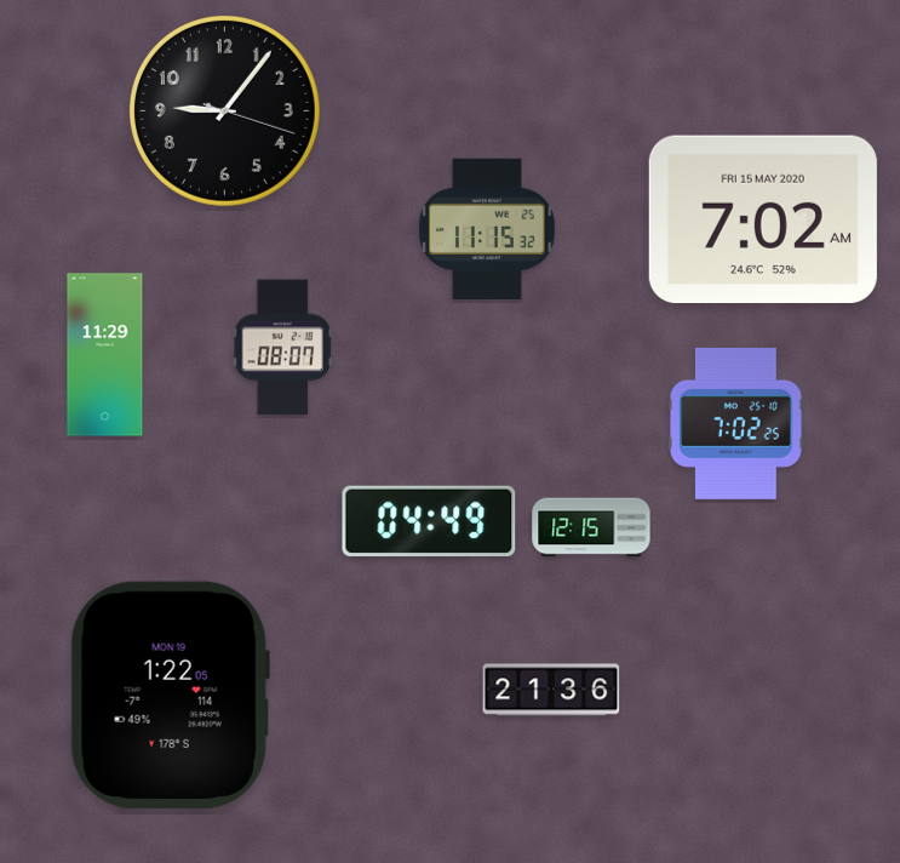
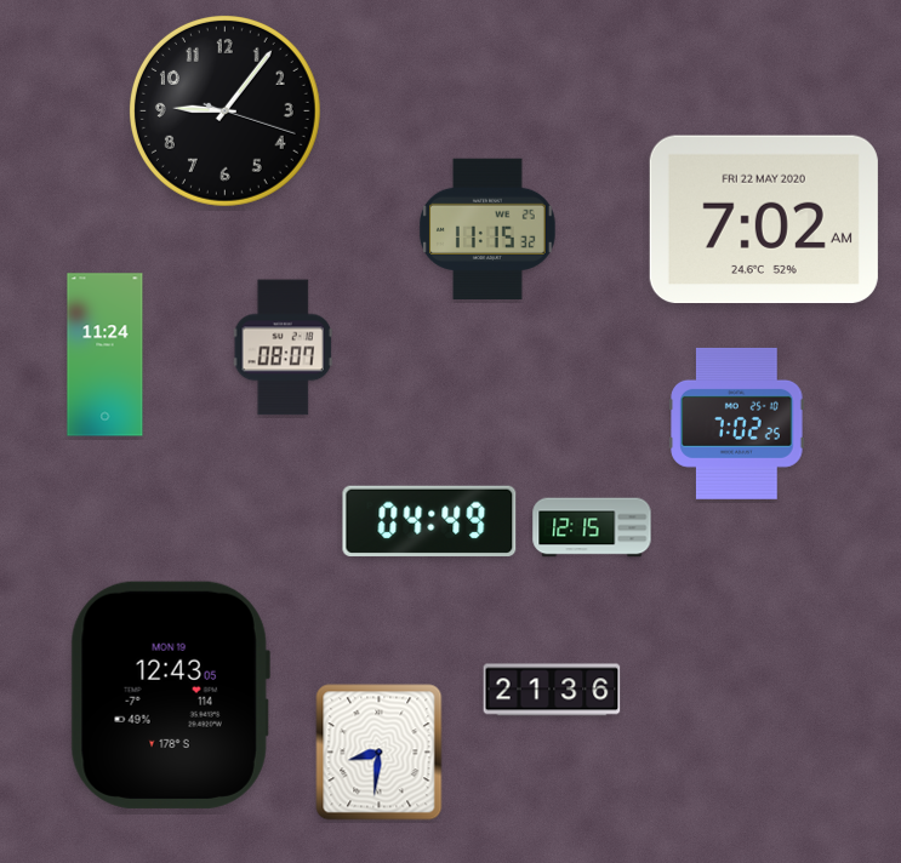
clock at (763, 219) date: FRI 15 MAY 2020 -> FRI 22 MAY 2020
clock at (105, 355): 11:29 -> 11:24
clock at (170, 695): 1:22 -> 12:43
clock at (380, 753): none -> 8:31
